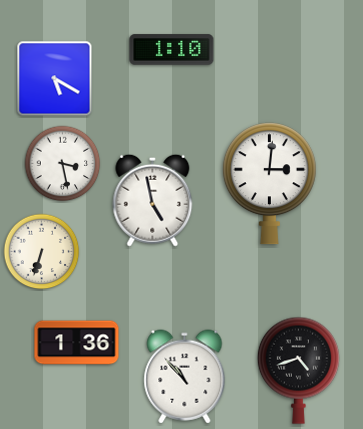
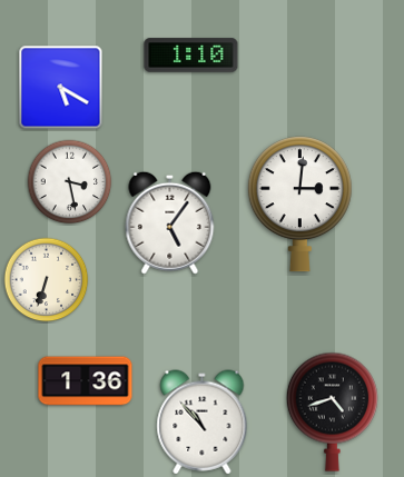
clock at (153, 200): 4:58 -> 5:06
clock at (185, 377) position: (185, 377) -> (203, 423)
